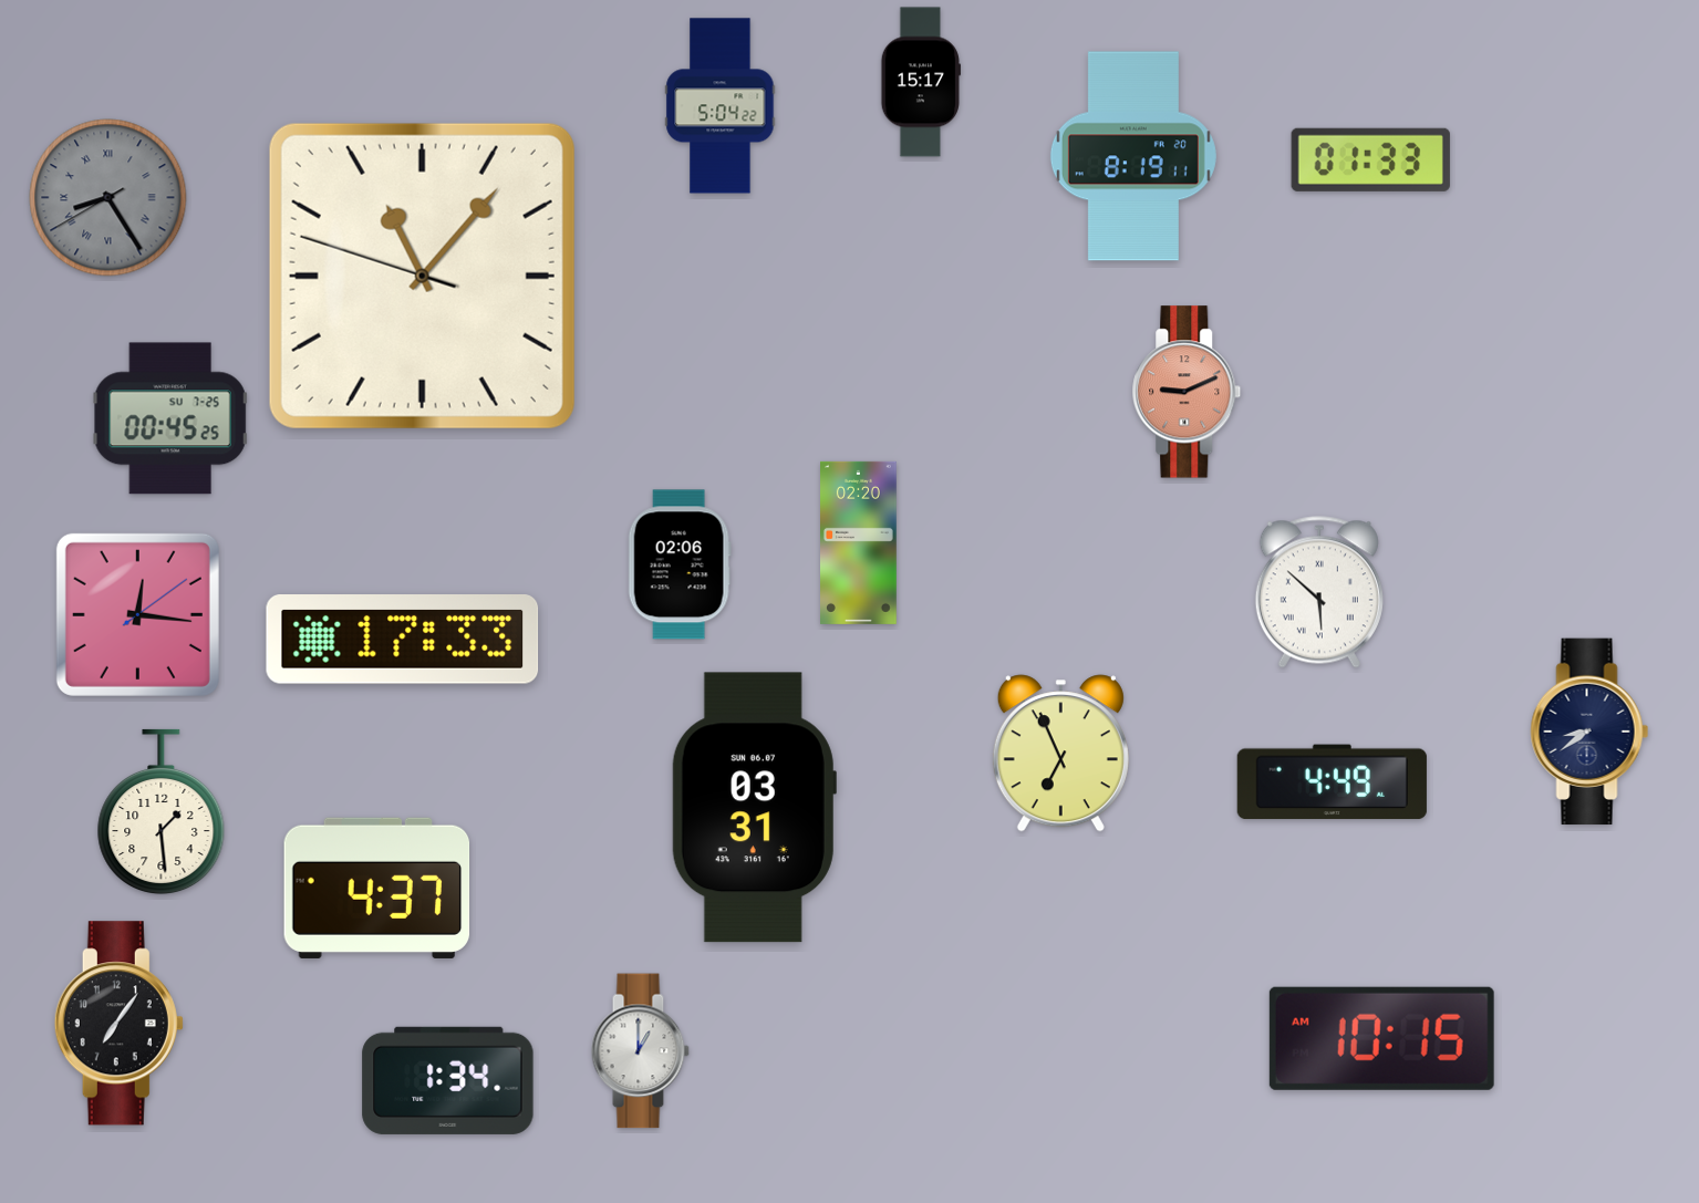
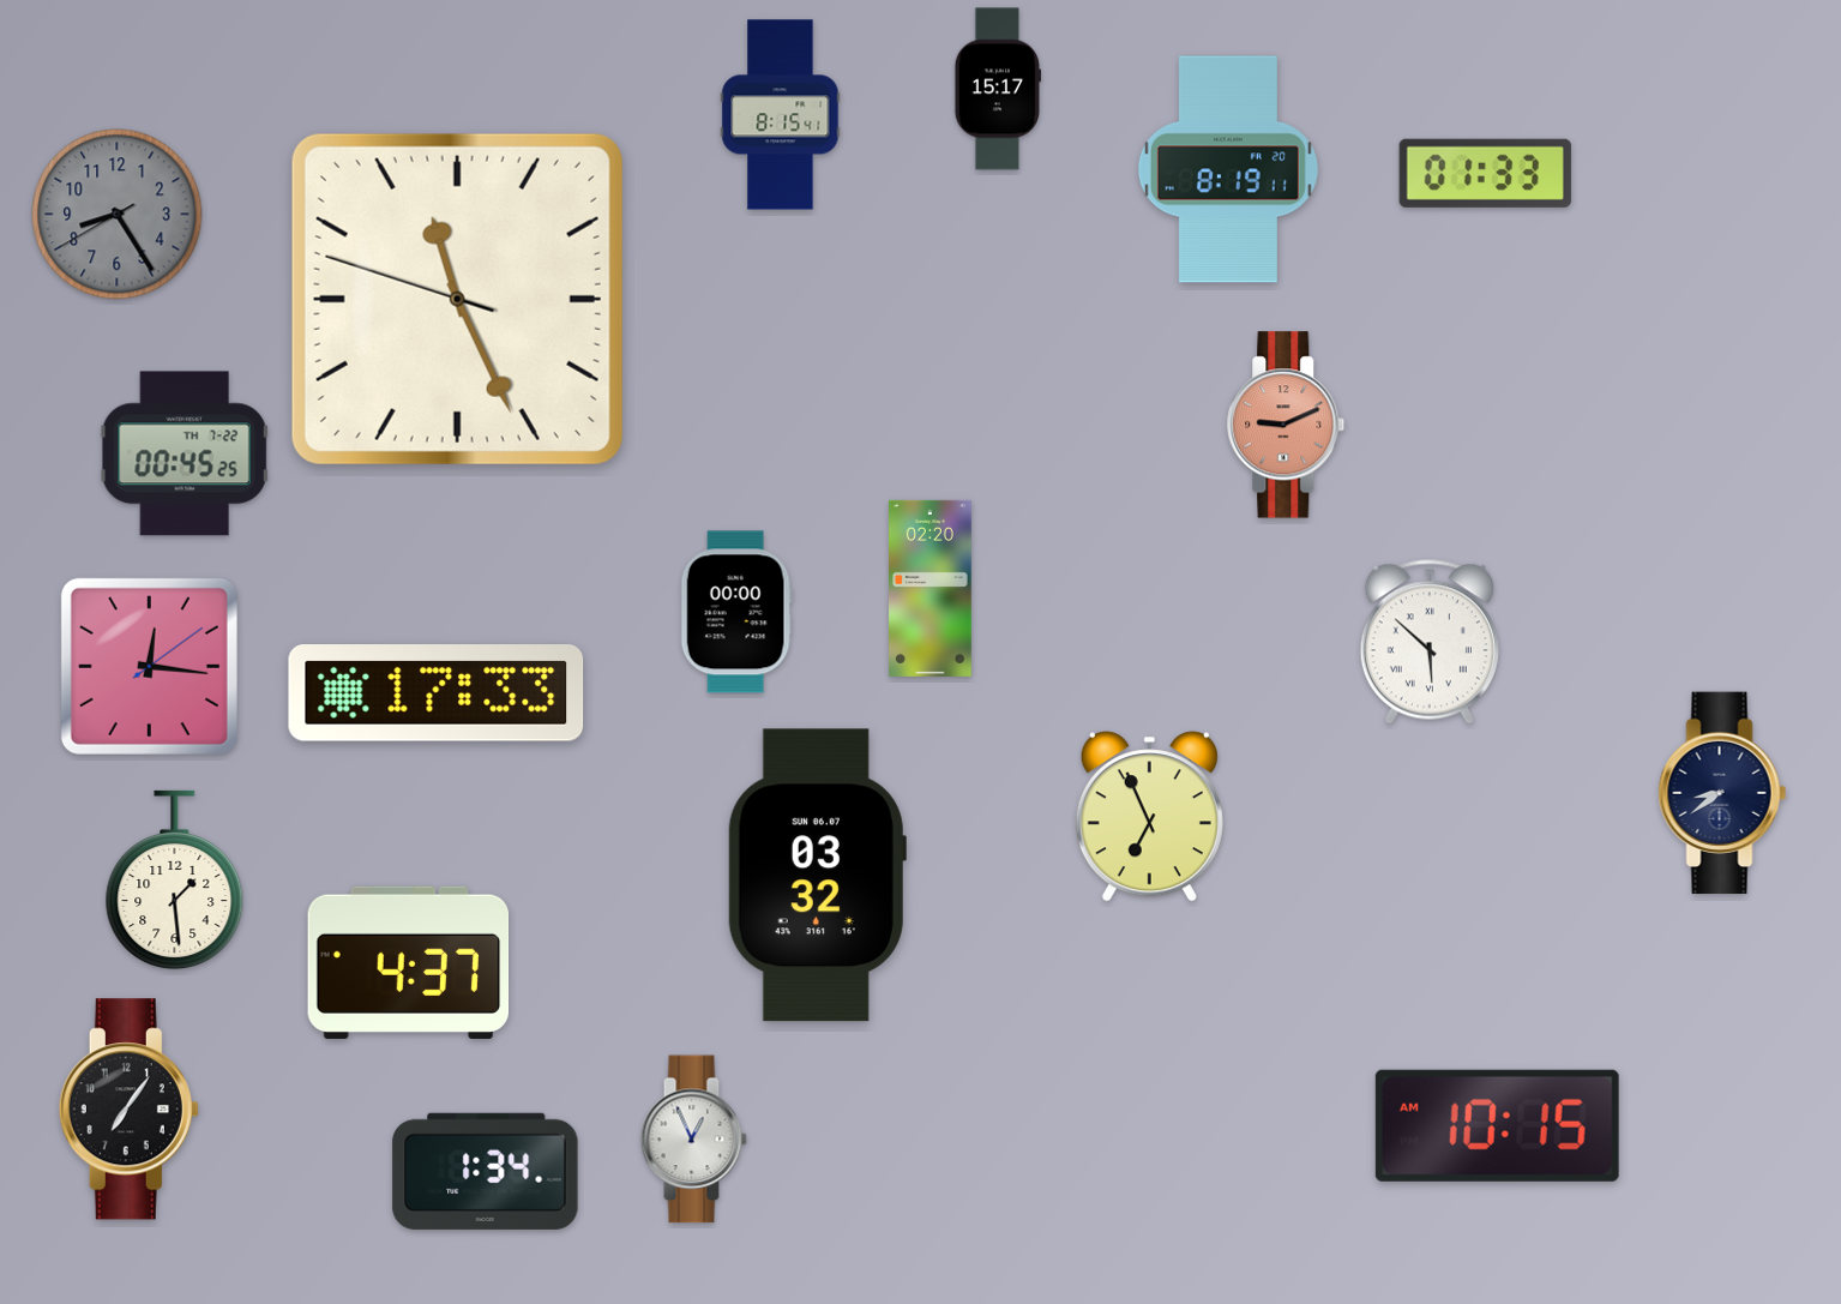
clock at (721, 106): 5:04 -> 8:15
clock at (108, 198) numerals: Roman -> Arabic
clock at (422, 276): 11:06 -> 11:25
clock at (170, 418) date: SU 7-25 -> TH 7-22
clock at (680, 564): 02:06 -> 00:00
clock at (1332, 782): 4:49 -> none
clock at (754, 808): 03:31 -> 03:32
clock at (640, 1051): 1:00 -> 12:56
